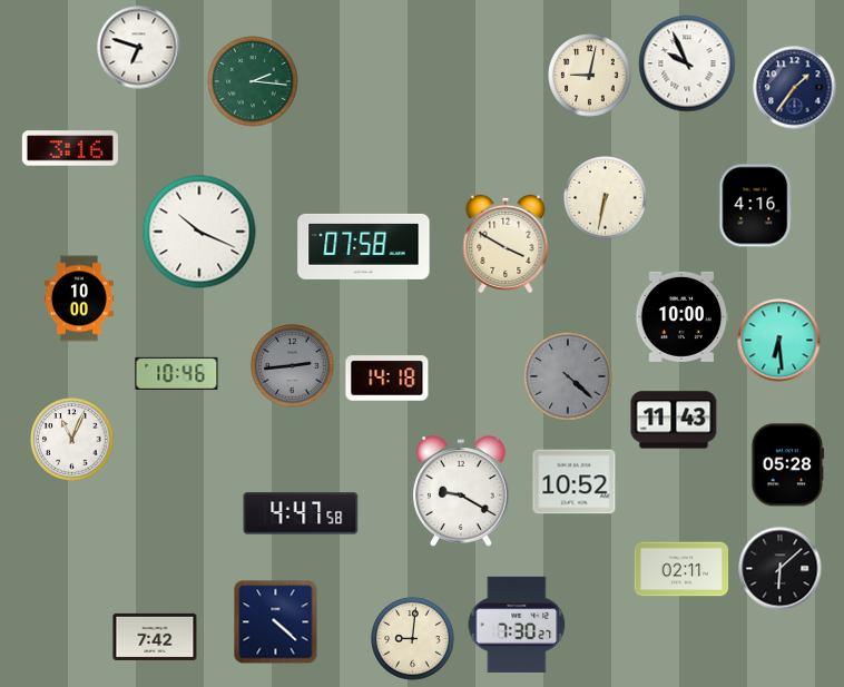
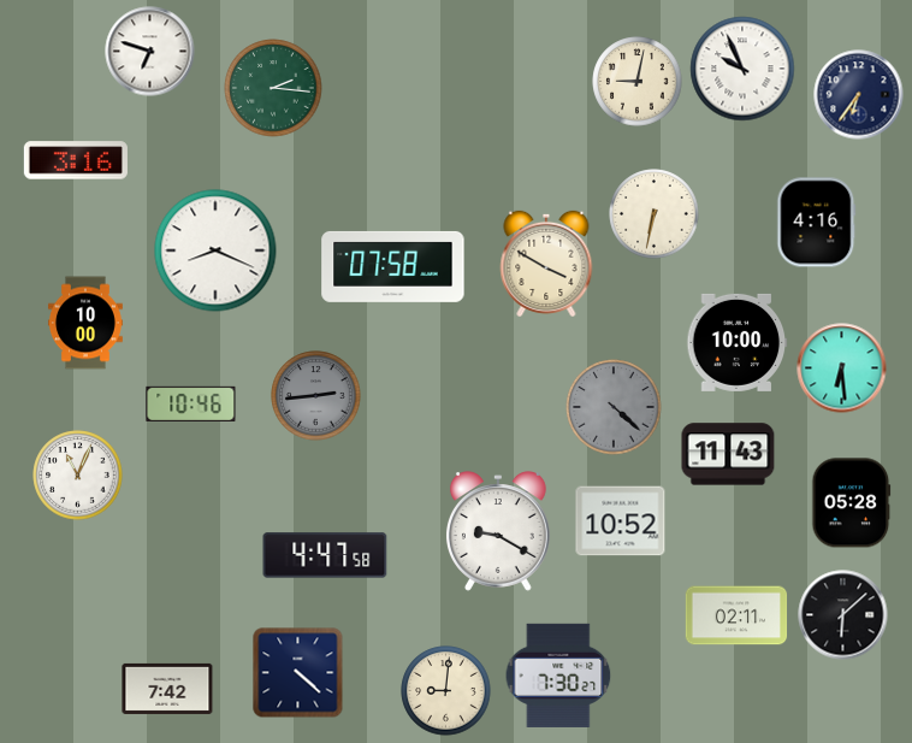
clock at (795, 88): 1:36 -> 6:36
clock at (199, 232): 10:19 -> 8:19
clock at (387, 379): 14:18 -> none
